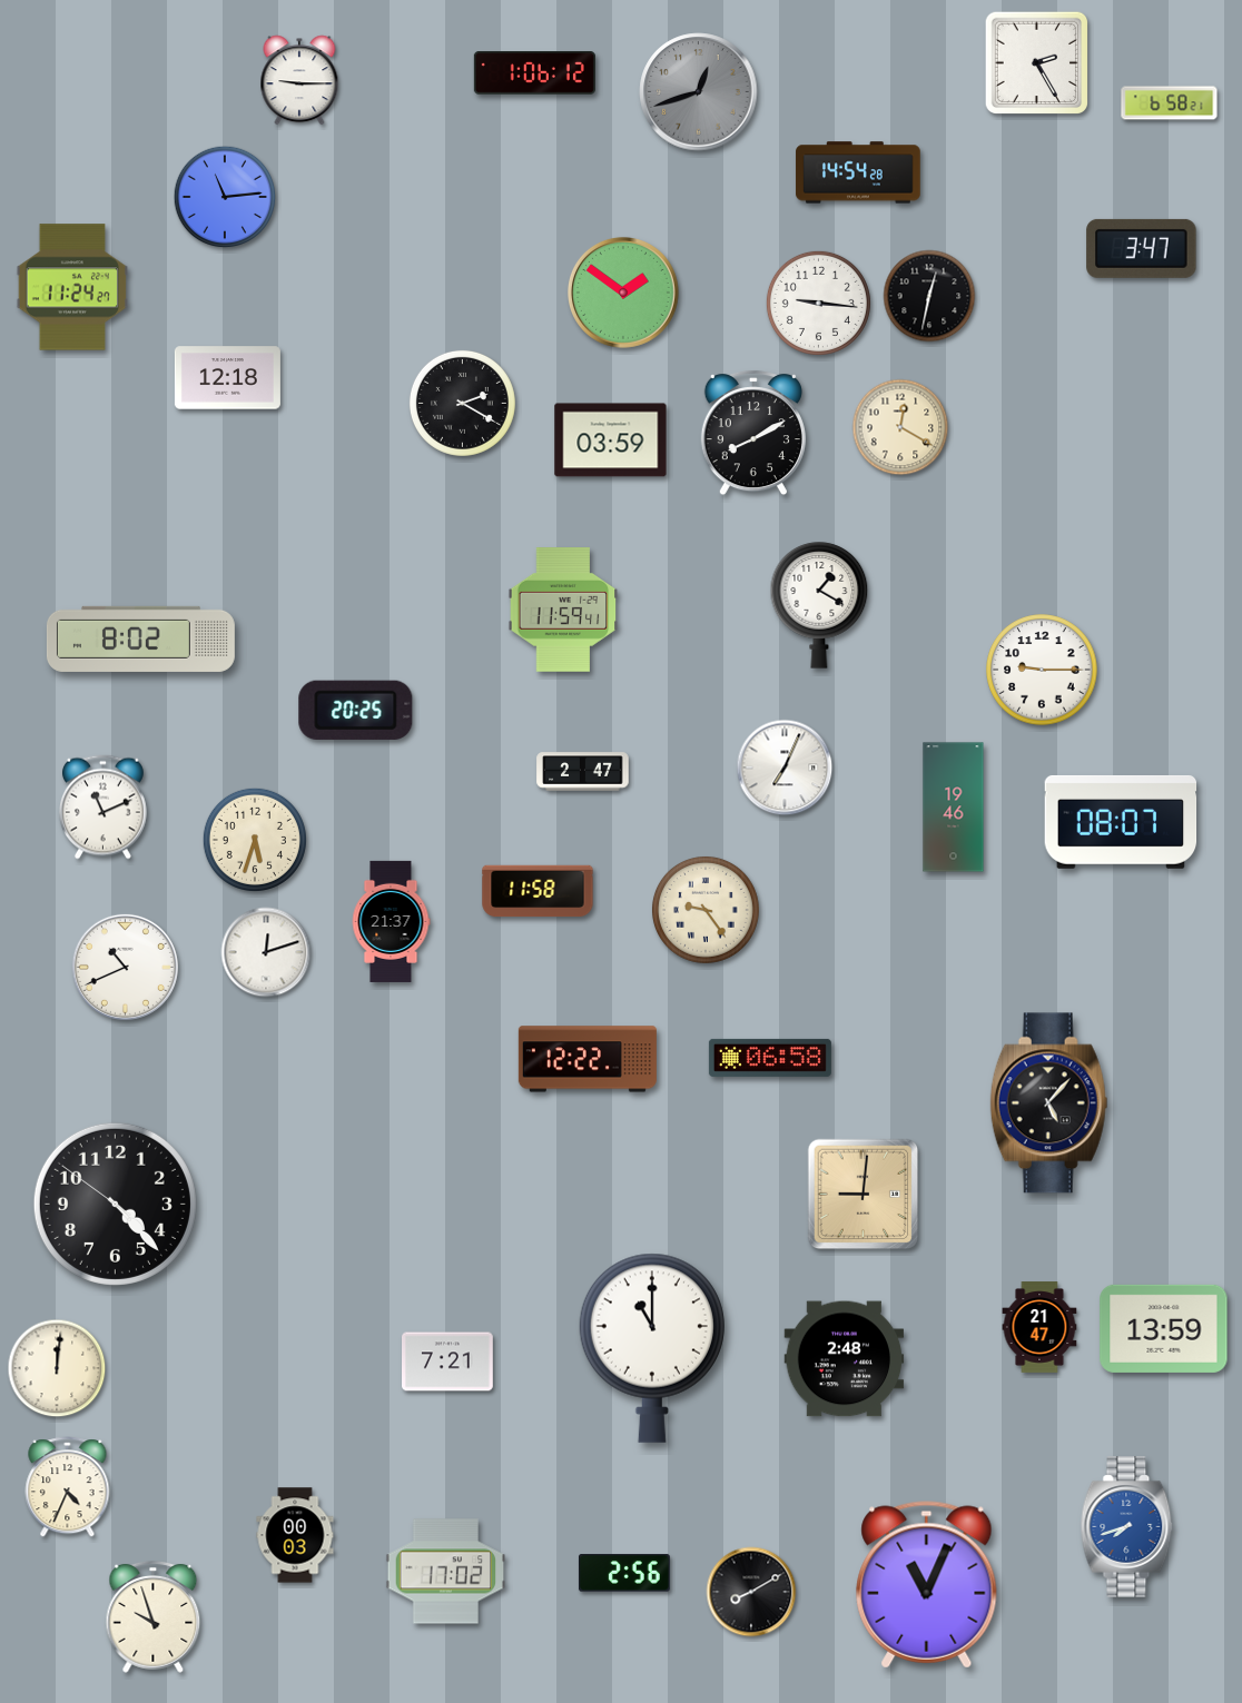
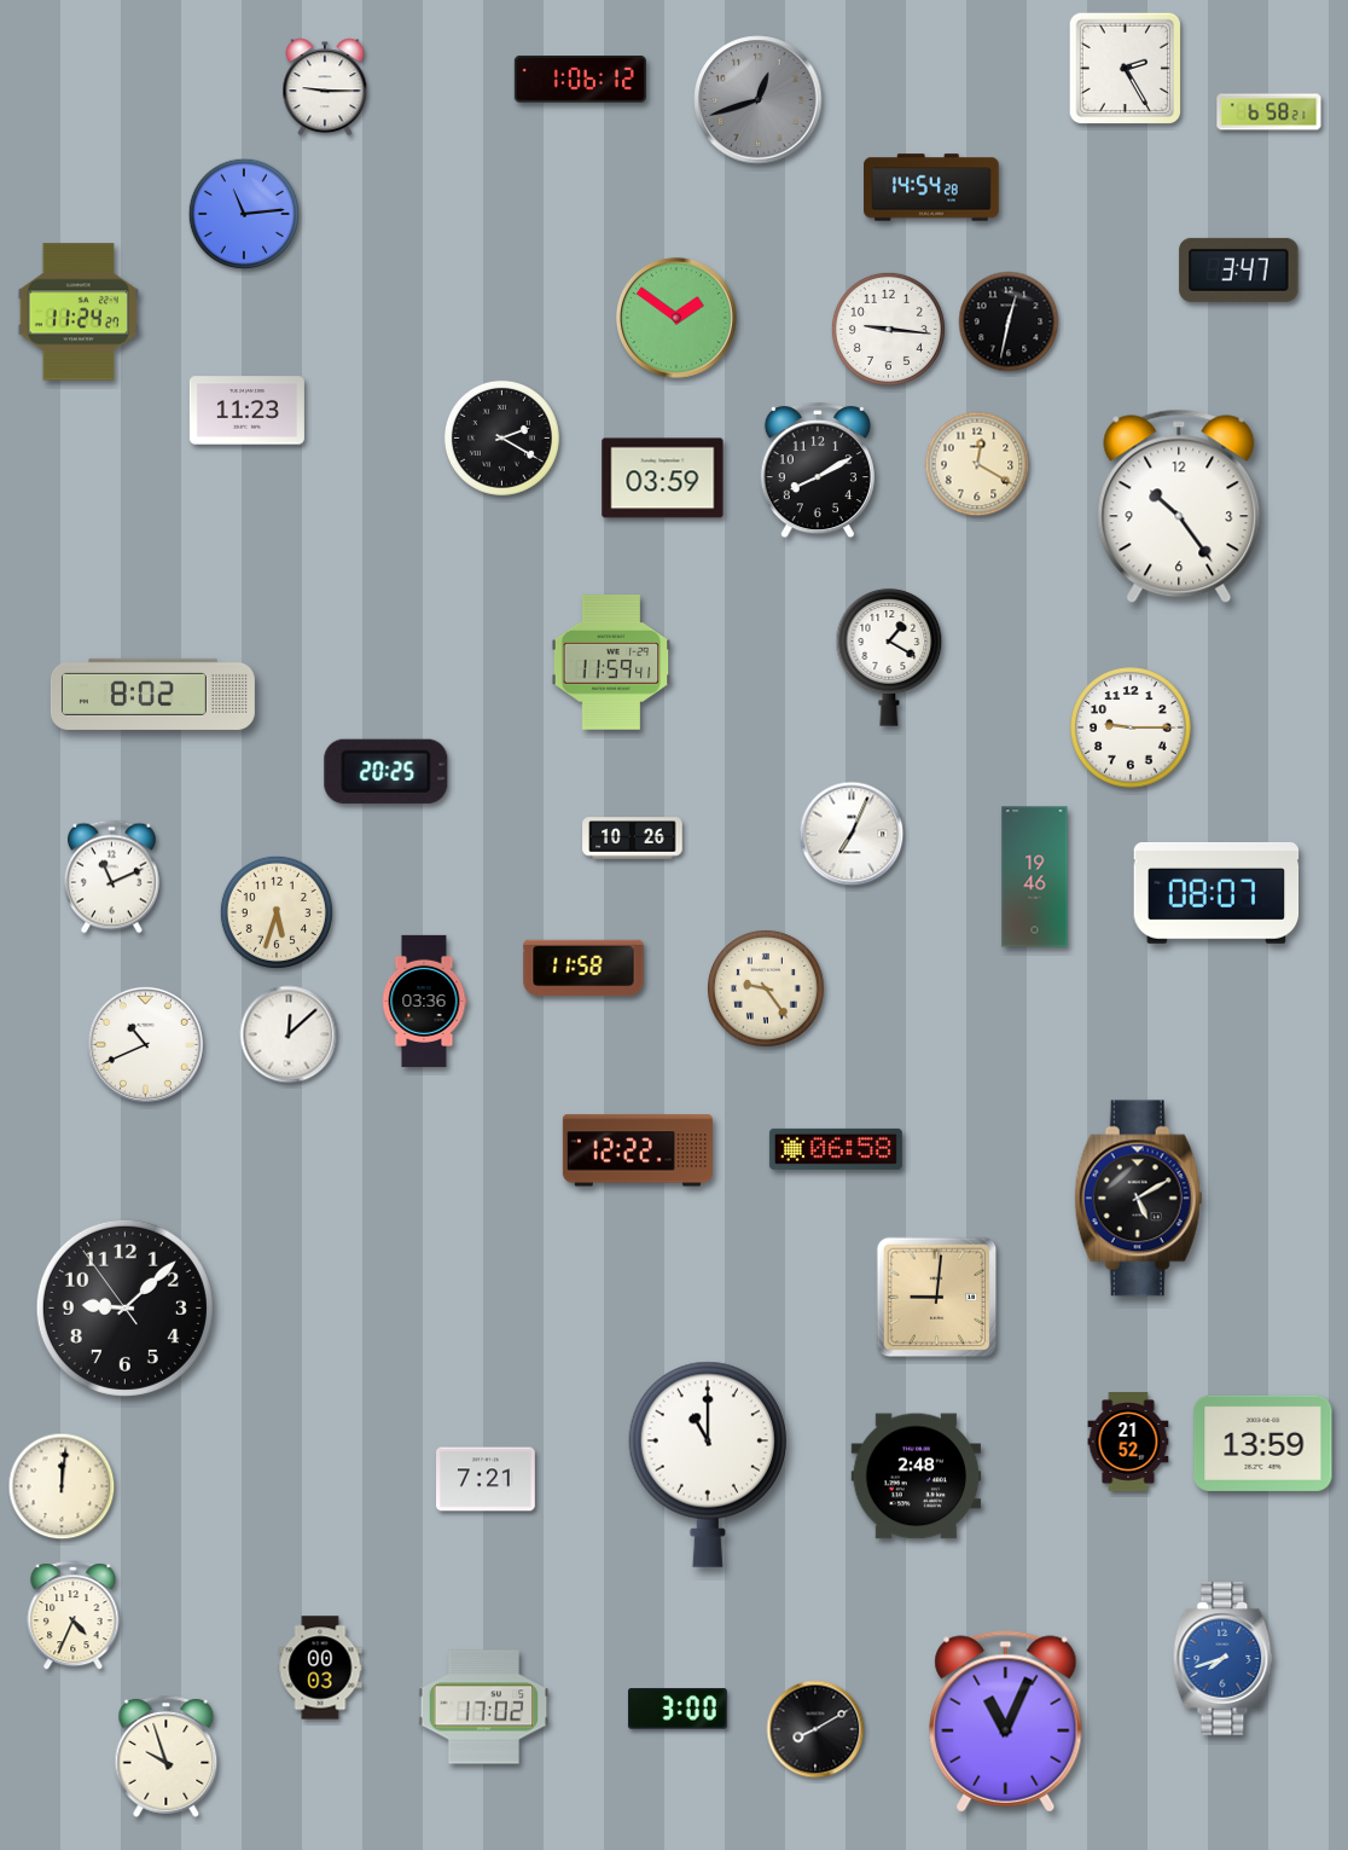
clock at (227, 378): 12:18 -> 11:23
clock at (1179, 506): none -> 10:24
clock at (583, 772): 2:47 -> 10:26
clock at (391, 921): 21:37 -> 03:36
clock at (266, 952): 12:12 -> 12:08
clock at (125, 967) position: (125, 967) -> (145, 1044)
clock at (1049, 1103): 5:07 -> 5:10
clock at (115, 1204): 4:22 -> 9:07
clock at (1039, 1327): 21:47 -> 21:52
clock at (624, 1573): 2:56 -> 3:00
